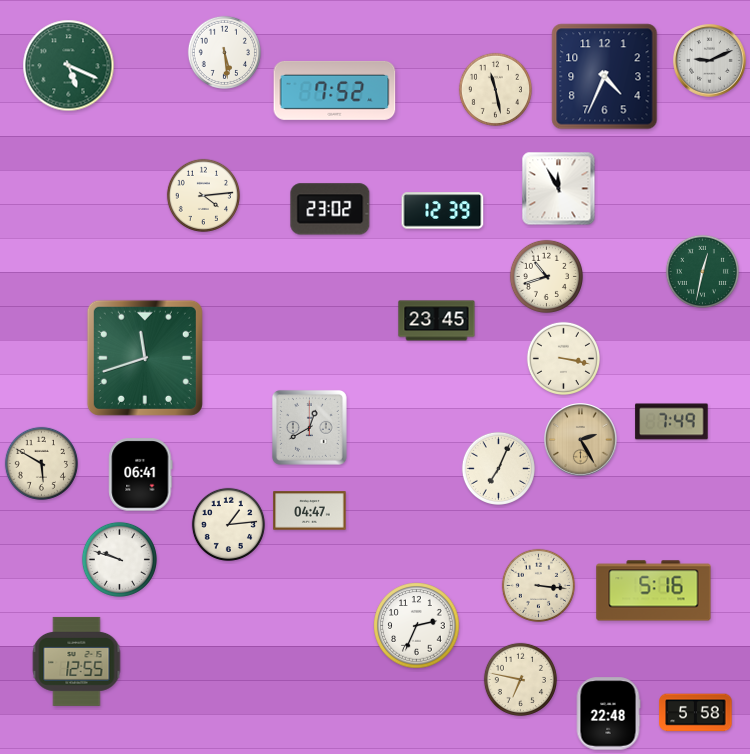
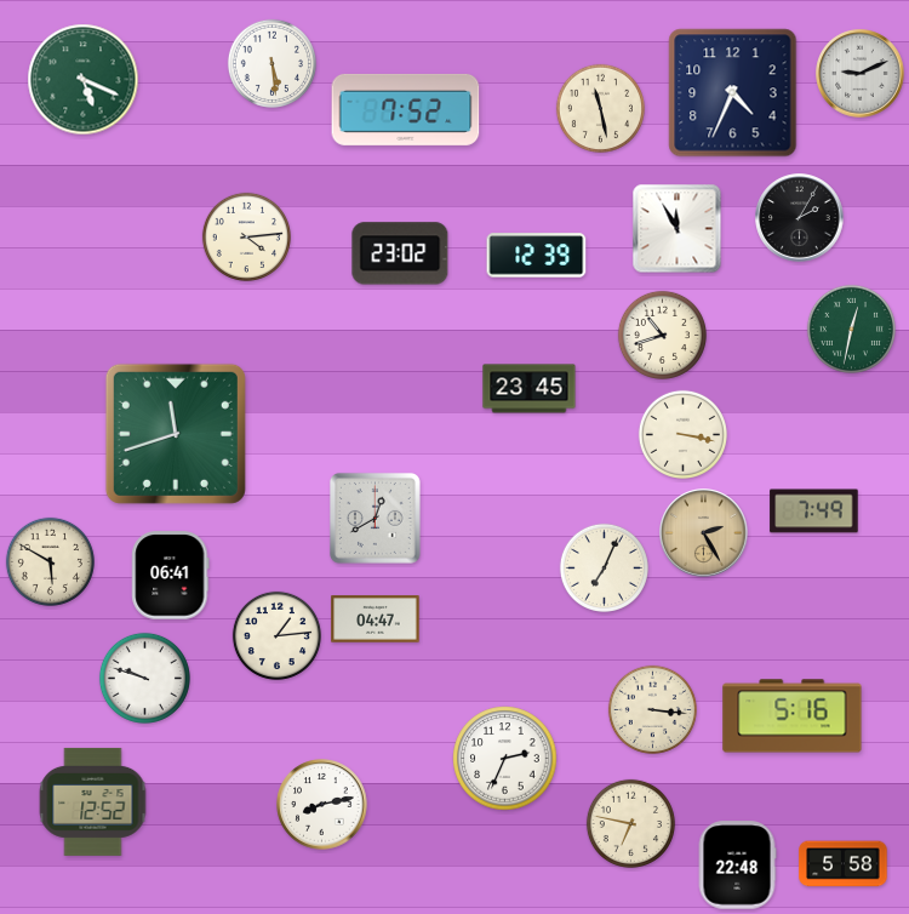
clock at (800, 218): none -> 2:05
clock at (77, 661): 12:55 -> 12:52
clock at (322, 805): none -> 8:13
